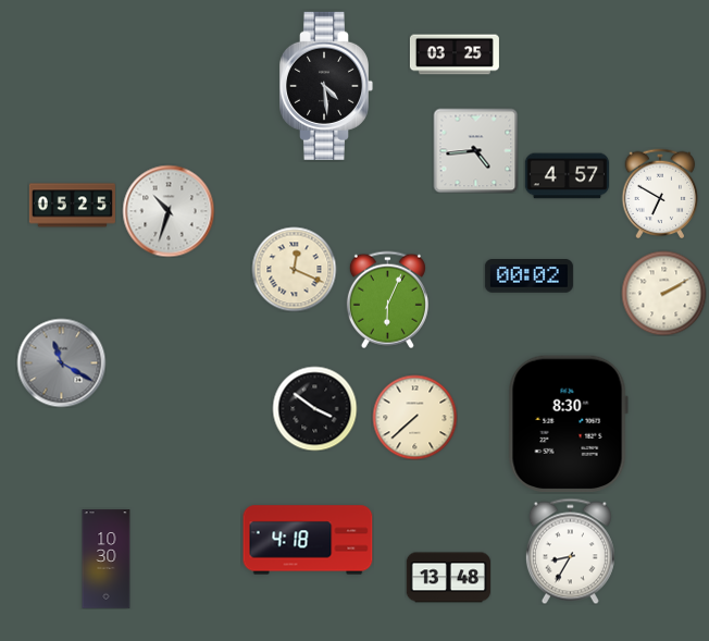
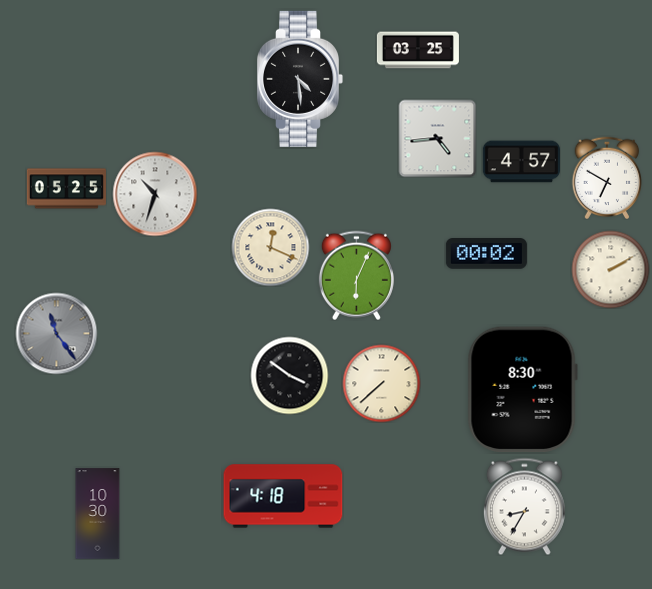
clock at (61, 362): 11:20 -> 11:24
clock at (448, 578): 13:48 -> none
